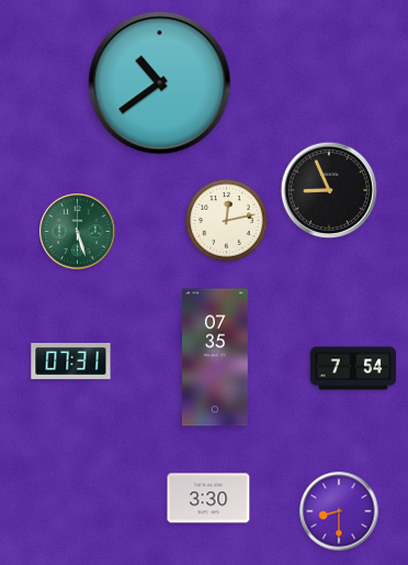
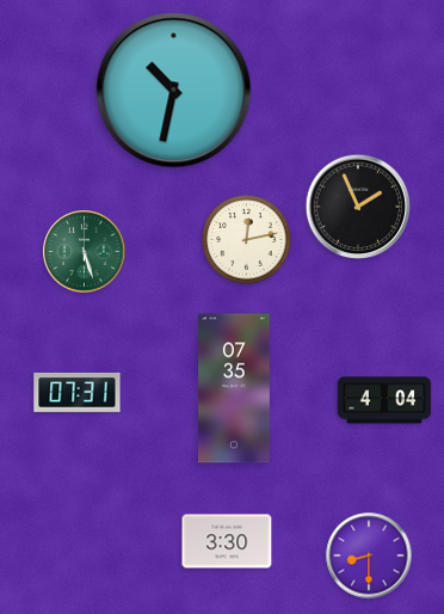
clock at (160, 84): 10:39 -> 10:32
clock at (329, 190): 8:56 -> 1:56
clock at (353, 368): 7:54 -> 4:04
